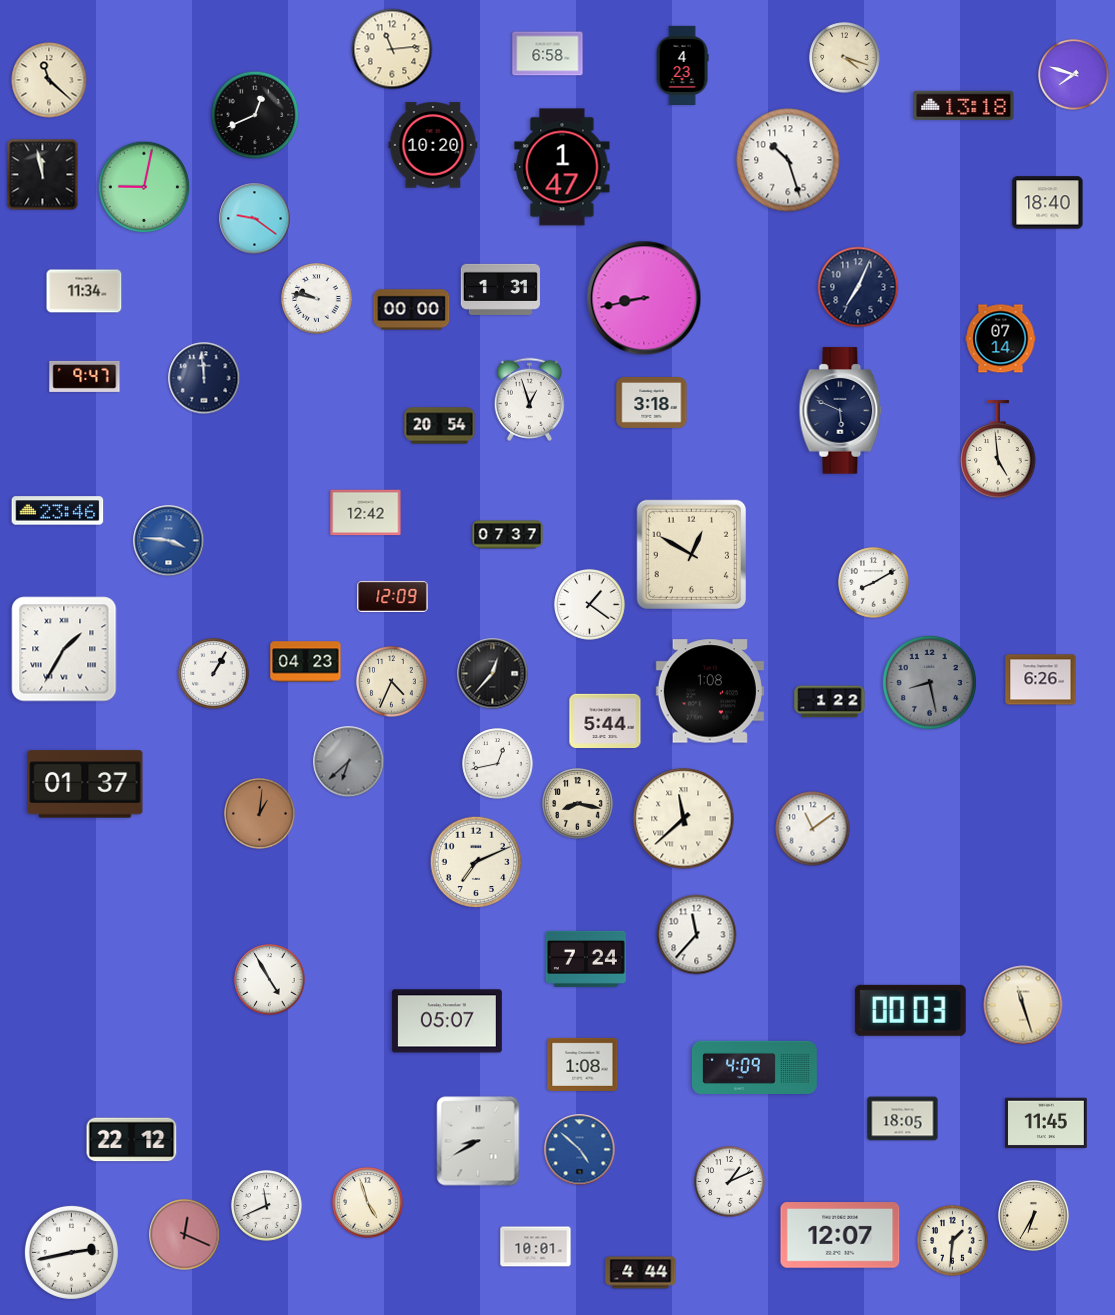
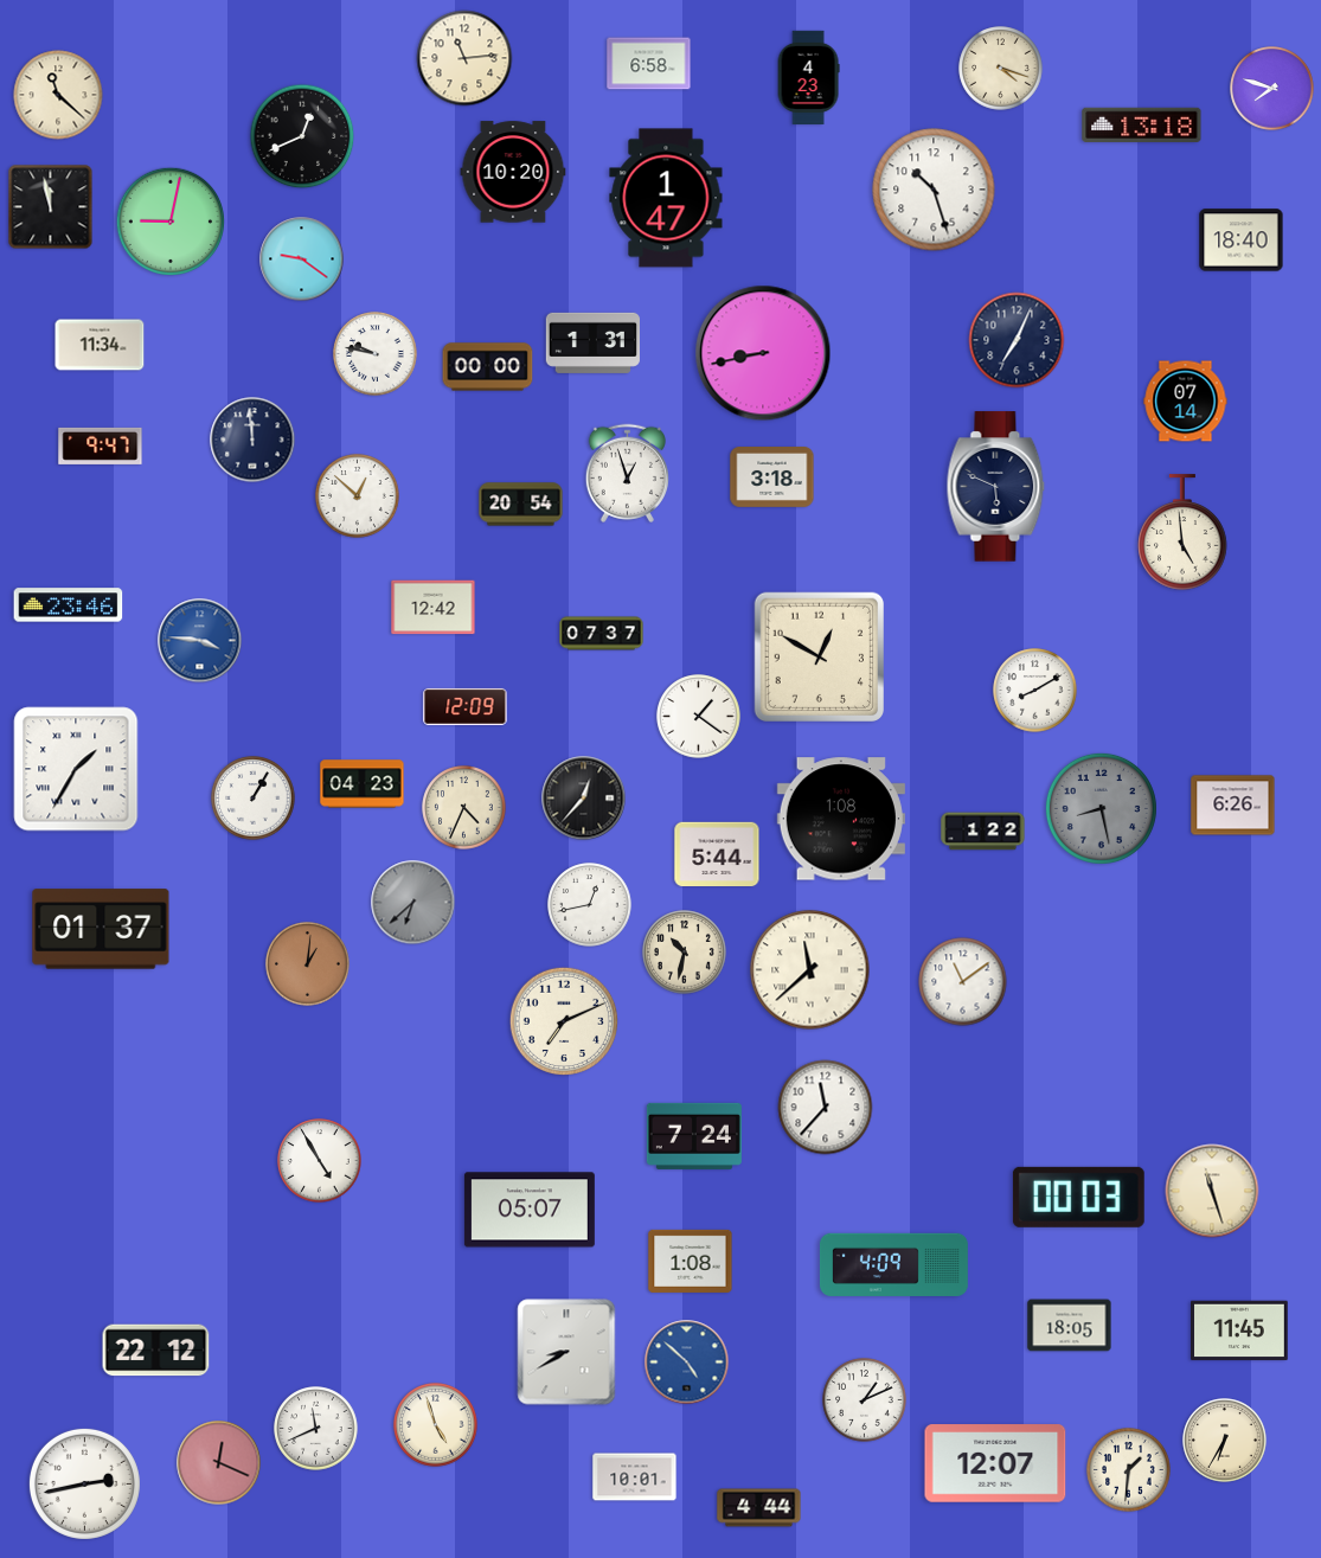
clock at (204, 378) position: (204, 378) -> (252, 440)
clock at (358, 496): none -> 12:52
clock at (578, 804): 8:17 -> 10:32
